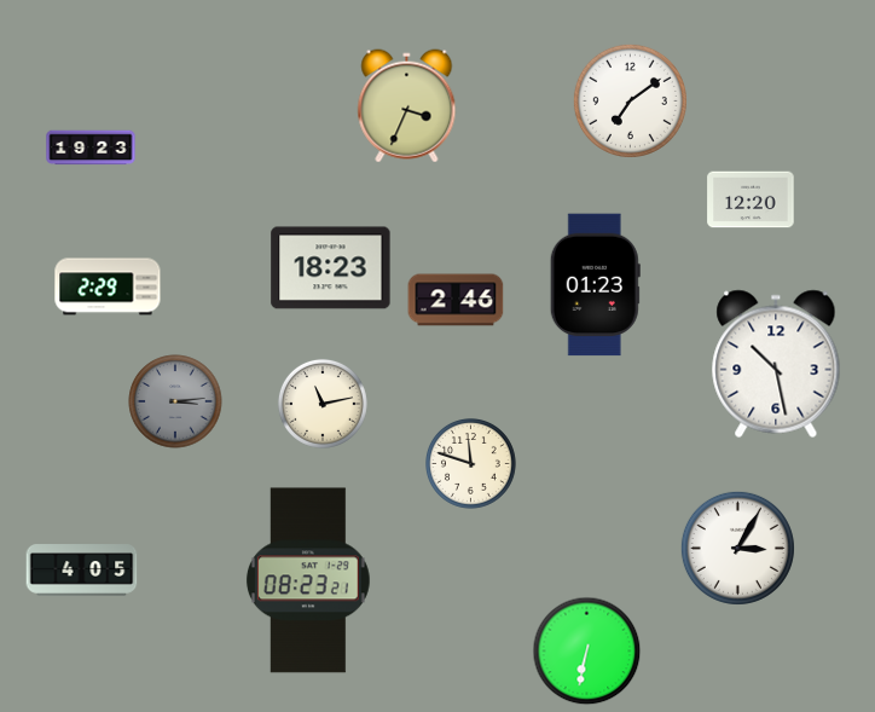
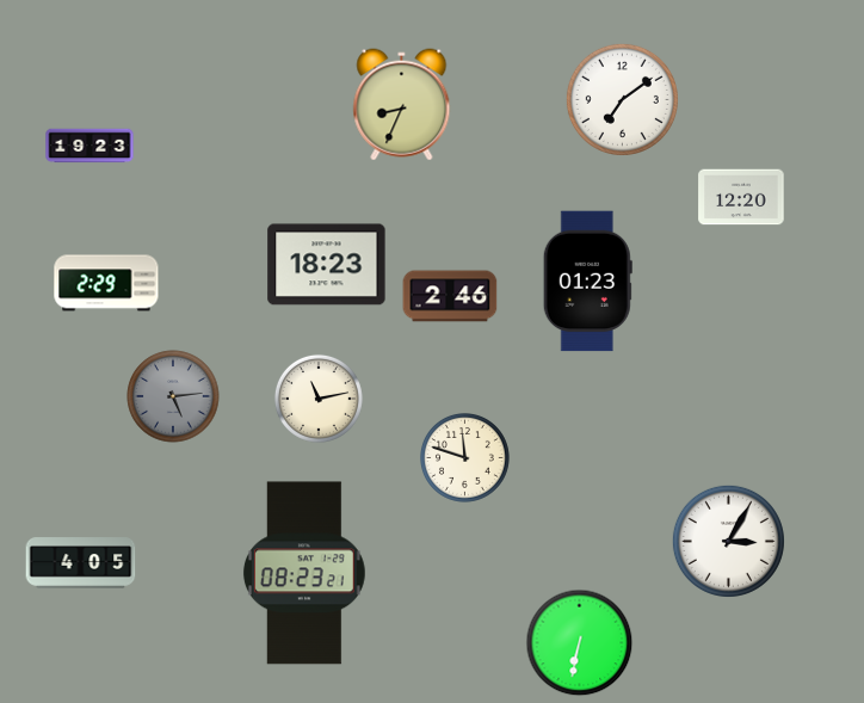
clock at (407, 106): 3:34 -> 8:34
clock at (776, 364): 10:28 -> none
clock at (175, 401): 3:14 -> 5:14
